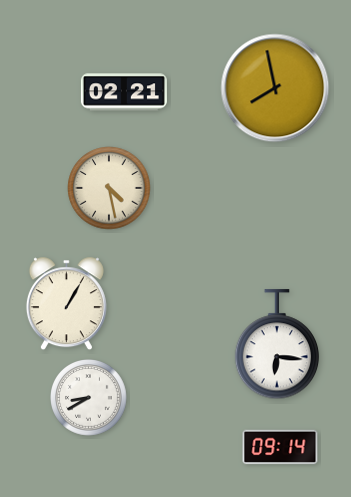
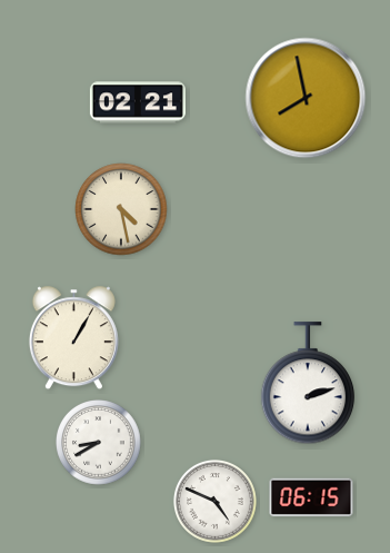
clock at (277, 345): 6:16 -> 2:12
clock at (280, 447): 09:14 -> 06:15
clock at (214, 501): none -> 4:49
